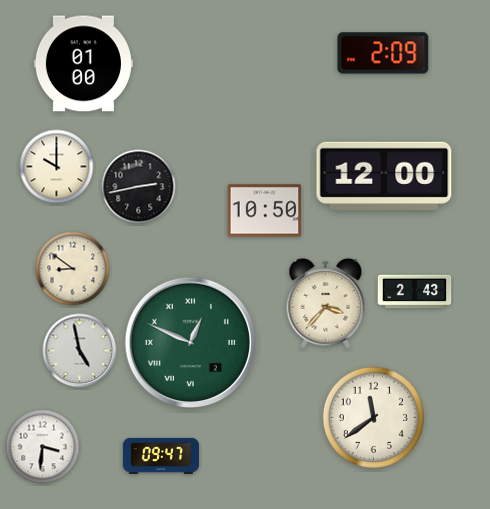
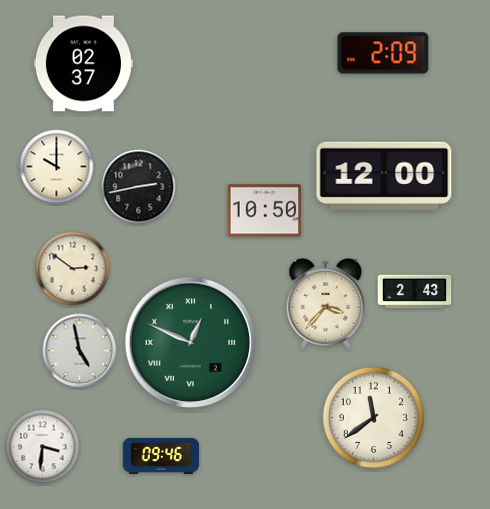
clock at (83, 64): 01:00 -> 02:37
clock at (73, 269): 8:51 -> 2:51
clock at (160, 456): 09:47 -> 09:46
